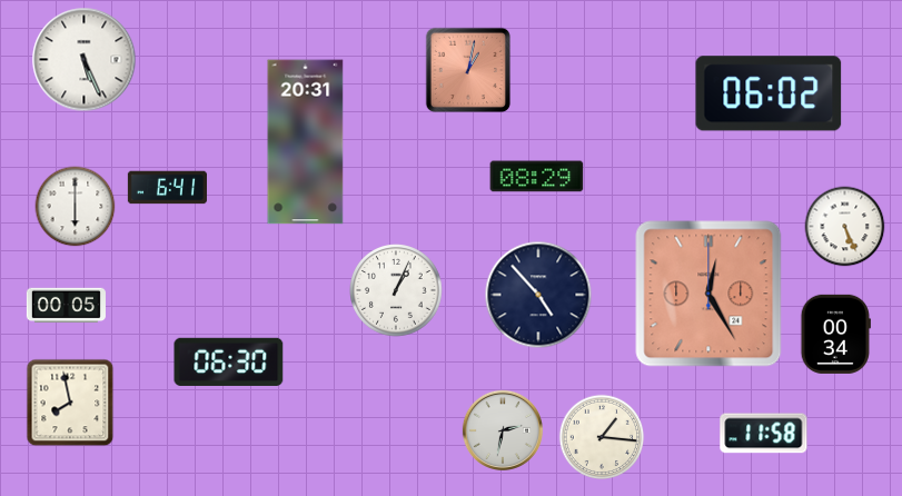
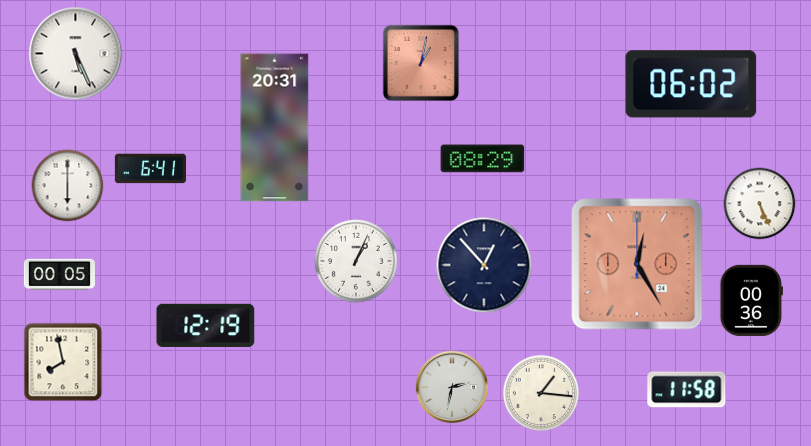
clock at (538, 295): 4:53 -> 12:53
clock at (835, 334): 00:34 -> 00:36
clock at (229, 361): 06:30 -> 12:19
